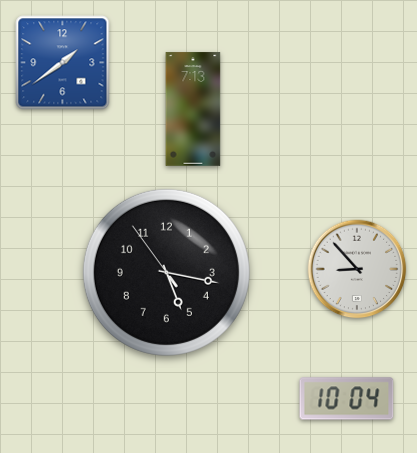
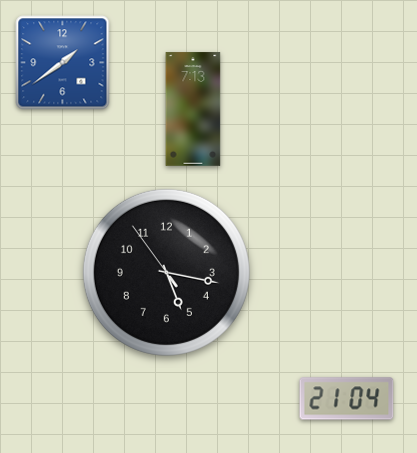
clock at (357, 269): 8:53 -> none
clock at (347, 399): 10:04 -> 21:04
